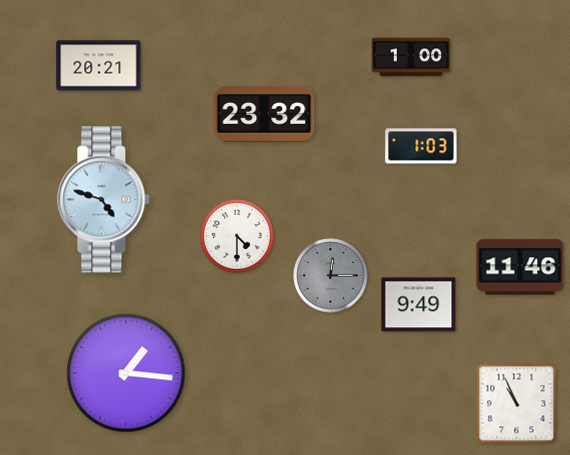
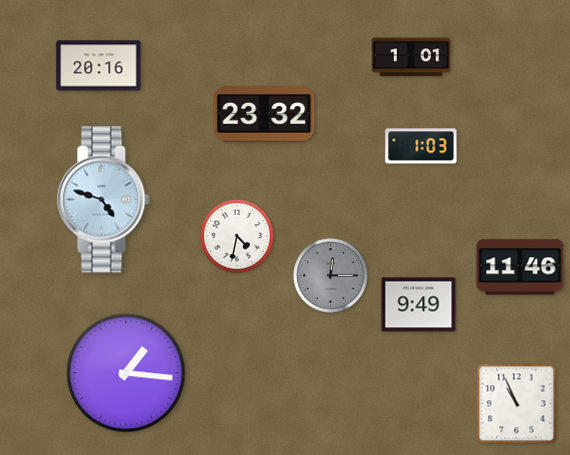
clock at (411, 57): 1:00 -> 1:01
clock at (99, 66): 20:21 -> 20:16
clock at (237, 236): 4:30 -> 4:32
